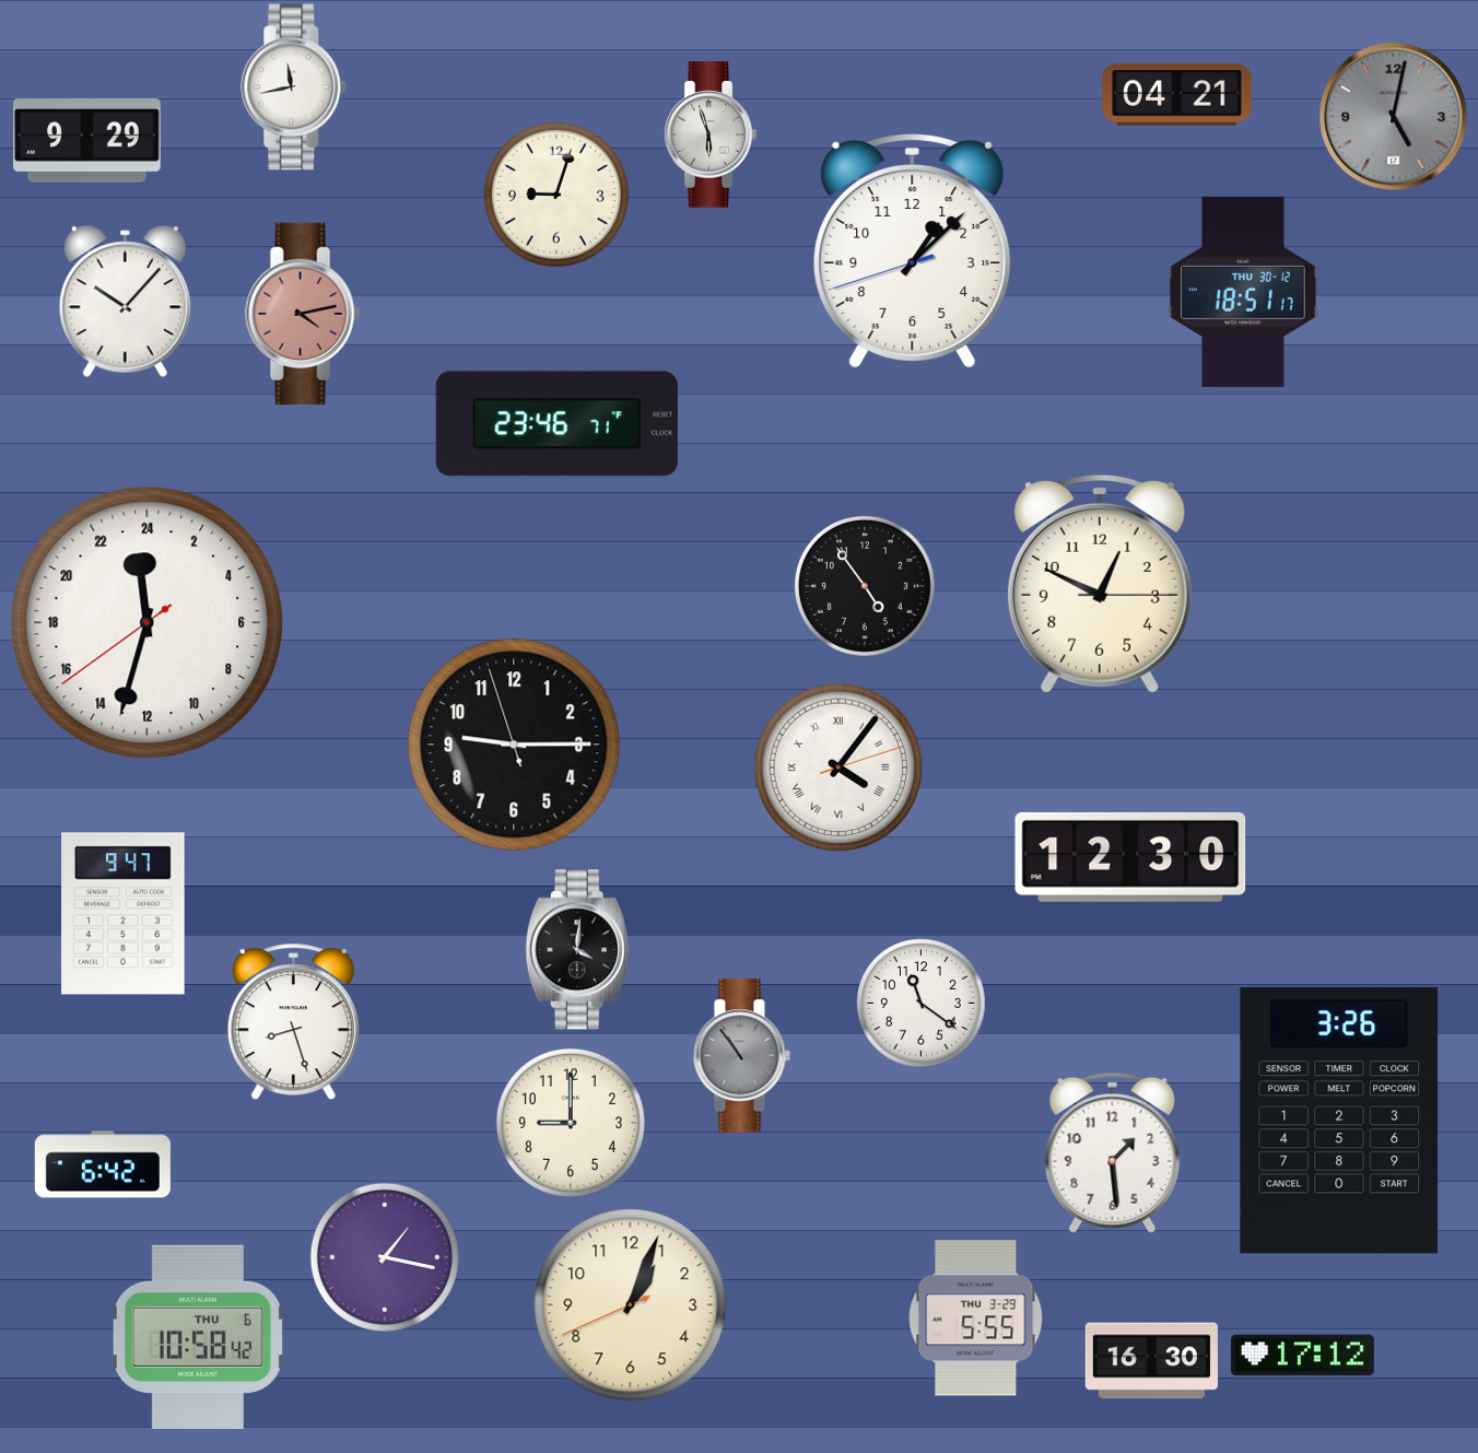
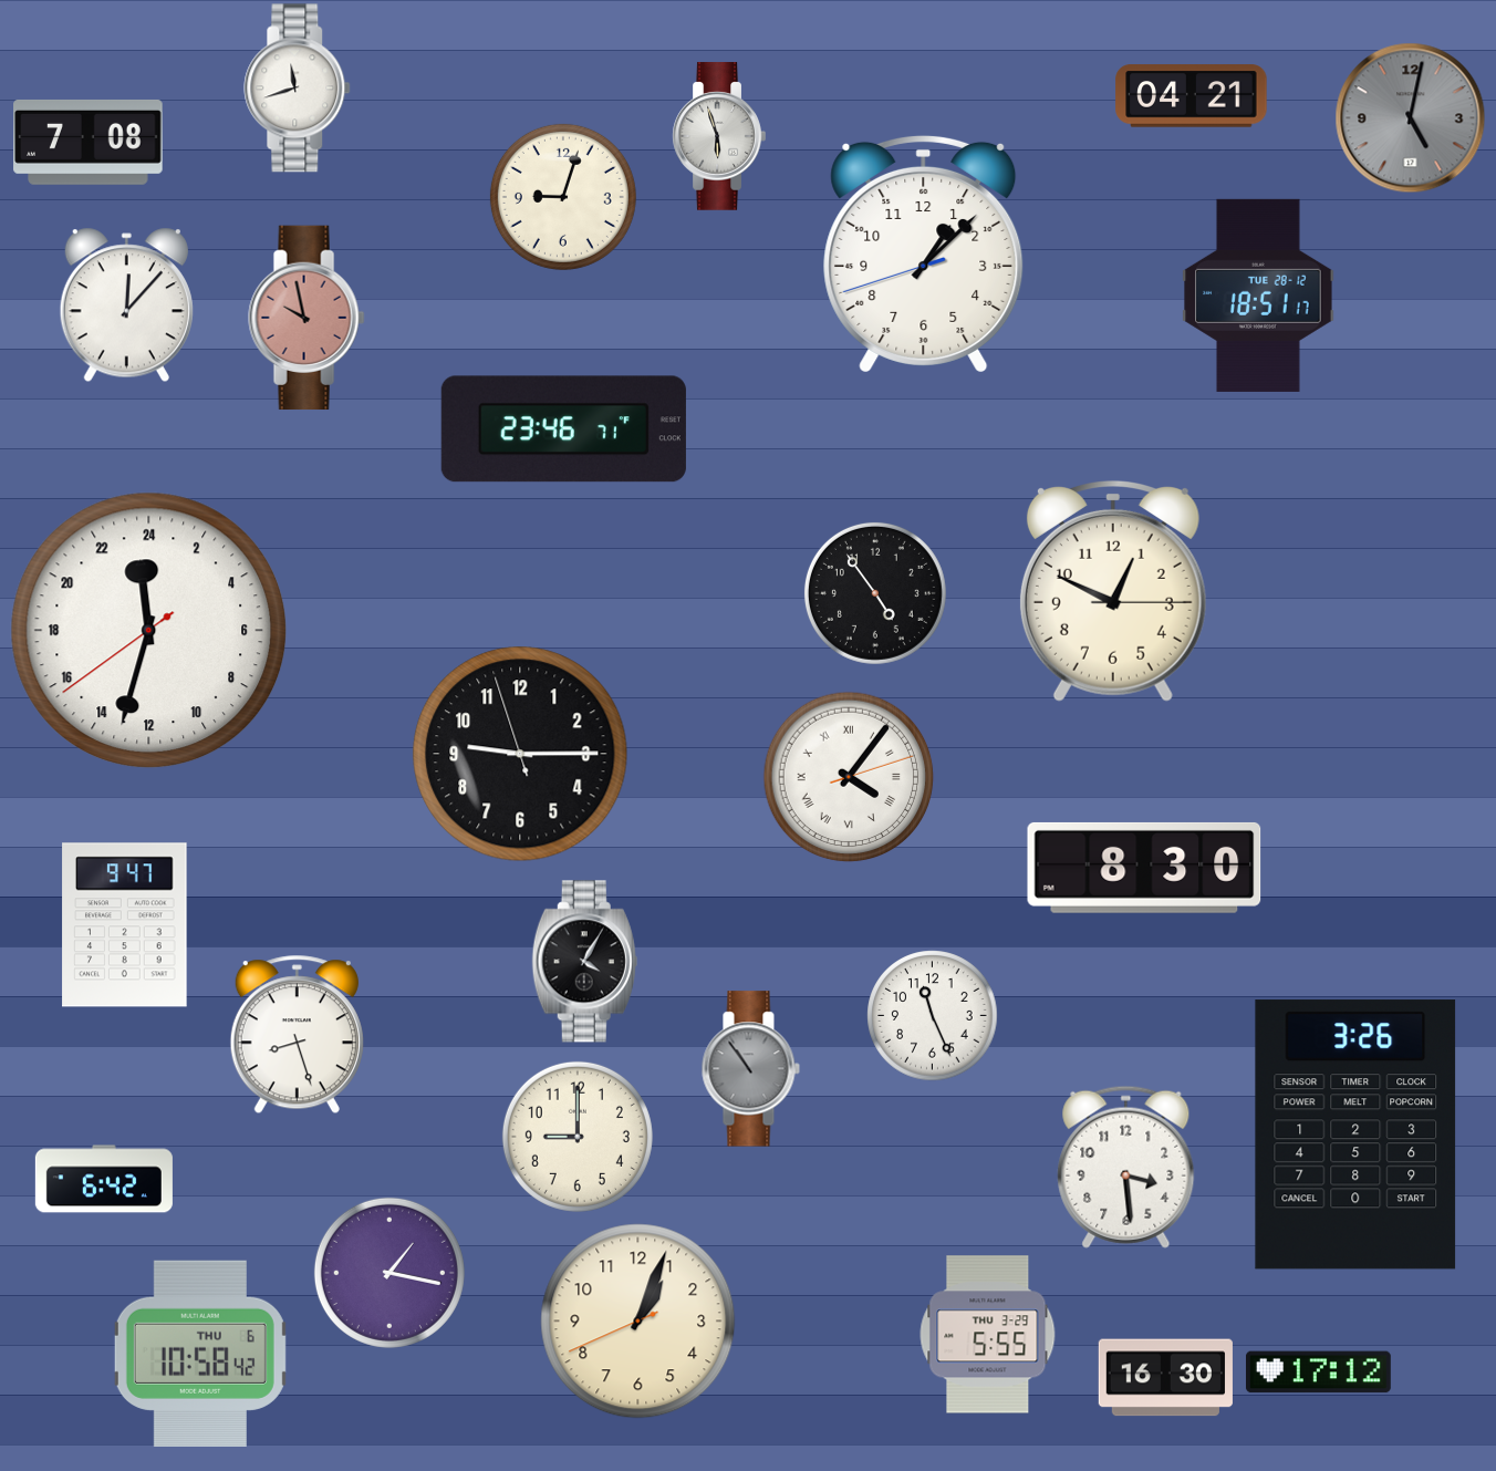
clock at (294, 87): 11:43 -> 11:42
clock at (87, 140): 9:29 -> 7:08
clock at (1243, 292) date: THU 30-12 -> TUE 28-12
clock at (125, 302): 10:07 -> 12:07
clock at (303, 314): 4:13 -> 9:58
clock at (1130, 857): 12:30 -> 8:30
clock at (577, 950): 4:01 -> 4:05
clock at (922, 1004): 11:21 -> 11:26
clock at (1113, 1152): 1:29 -> 3:29
